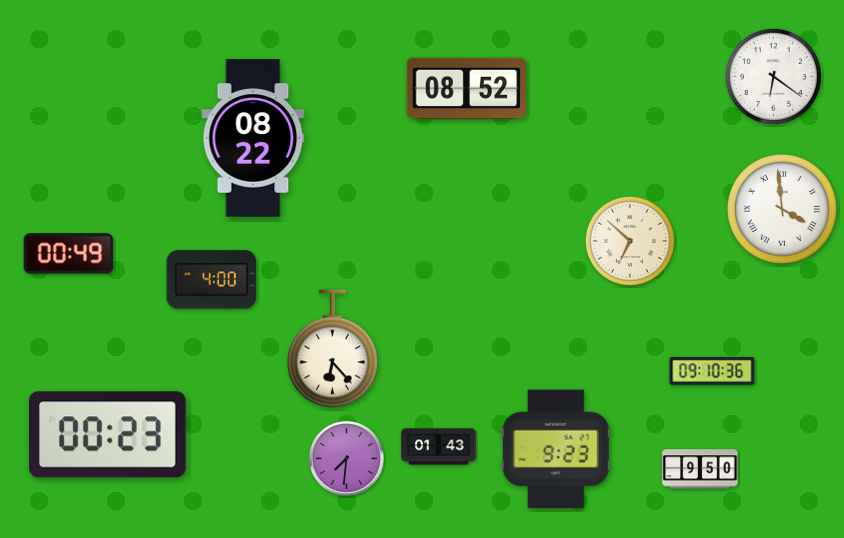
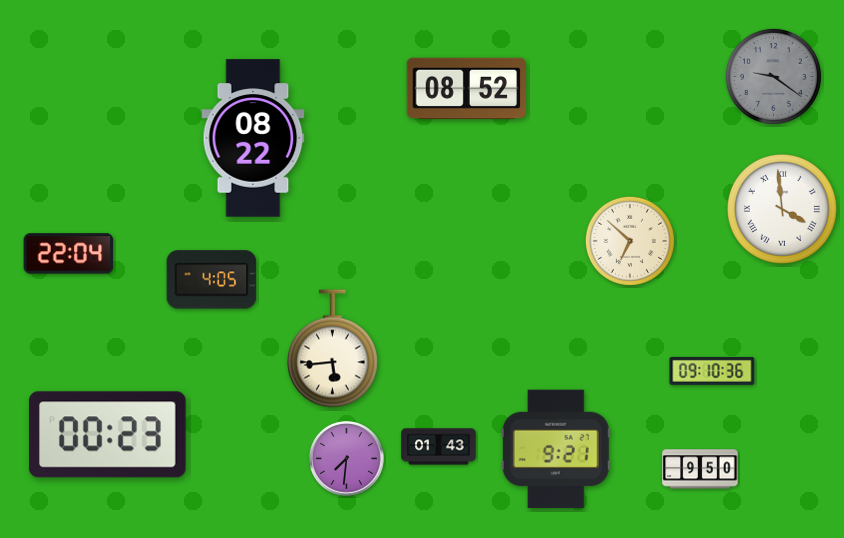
clock at (773, 76): 6:21 -> 9:21
clock at (773, 76) dial: white -> grey
clock at (69, 254): 00:49 -> 22:04
clock at (212, 280): 4:00 -> 4:05
clock at (332, 349): 6:23 -> 5:44
clock at (556, 449): 9:23 -> 9:21
